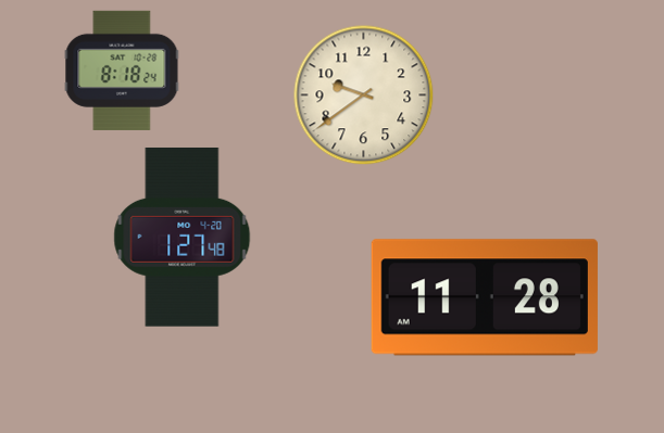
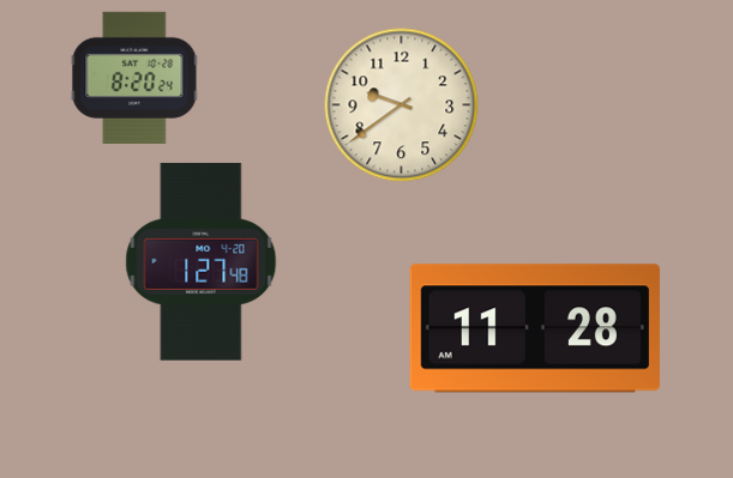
clock at (122, 71): 8:18 -> 8:20
